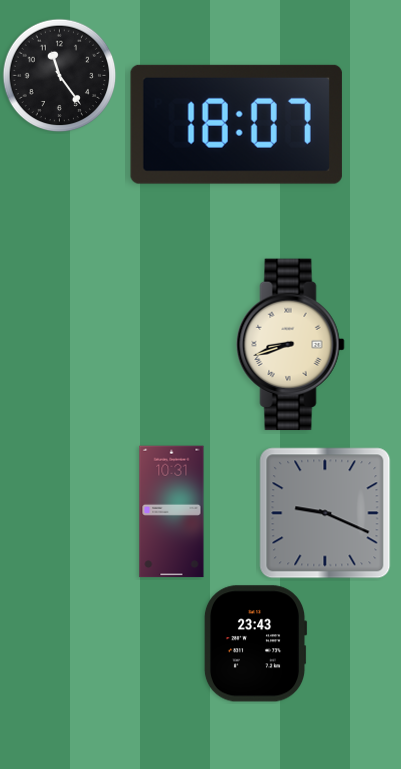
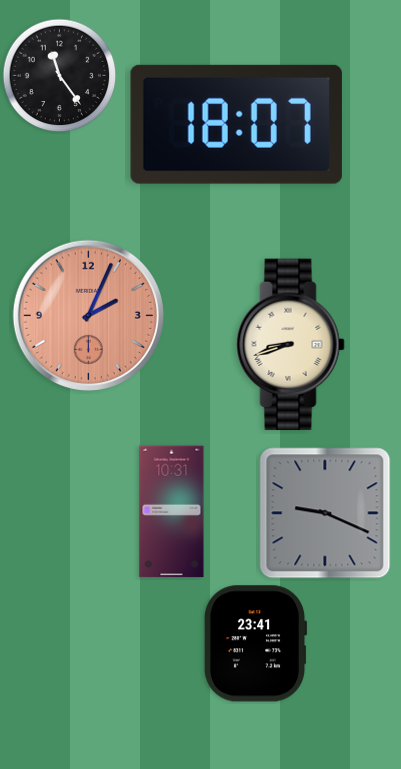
clock at (88, 315): none -> 2:04
clock at (255, 644): 23:43 -> 23:41
